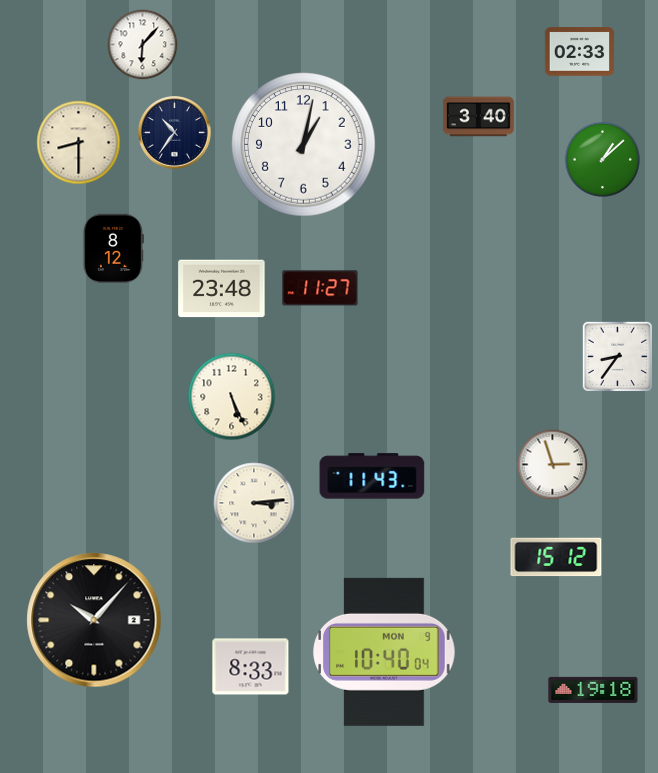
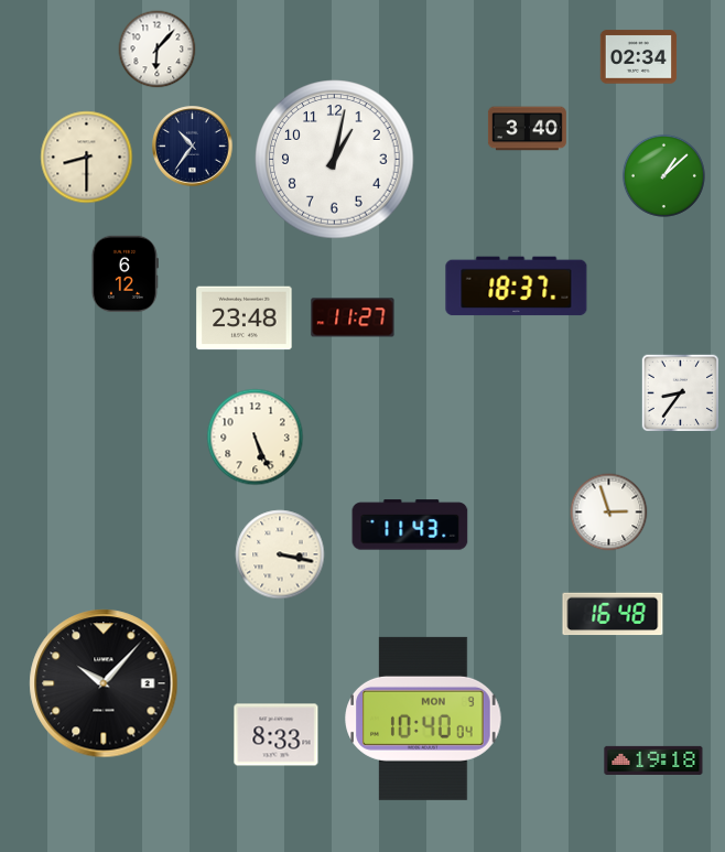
clock at (580, 52): 02:33 -> 02:34
clock at (113, 248): 8:12 -> 6:12
clock at (517, 287): none -> 18:37
clock at (254, 503): 3:14 -> 3:17
clock at (556, 557): 15:12 -> 16:48
